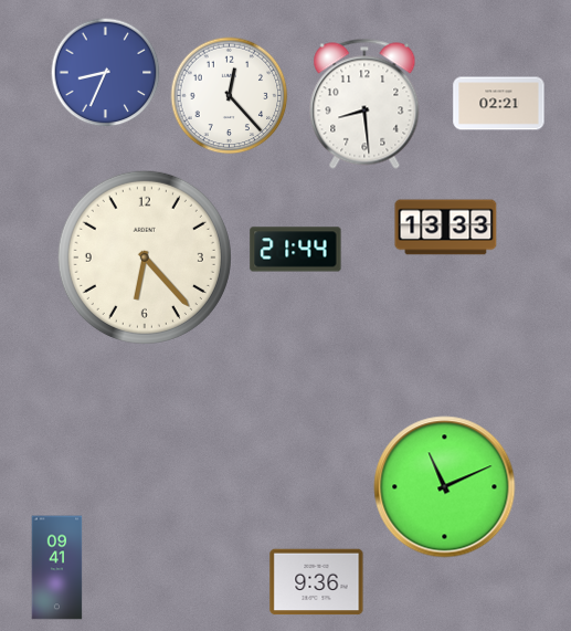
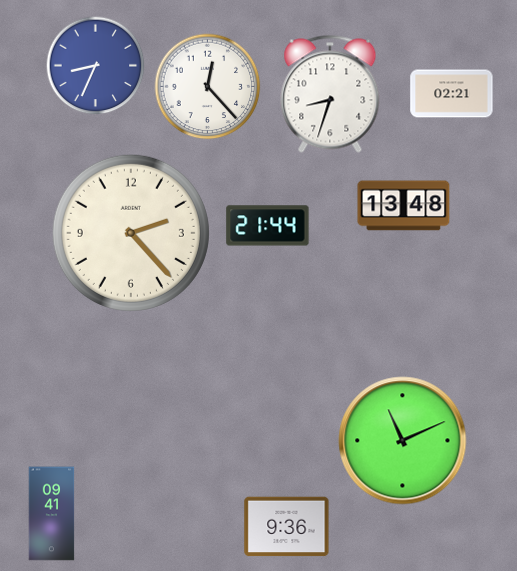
clock at (364, 104): 8:29 -> 8:33
clock at (446, 228): 13:33 -> 13:48
clock at (145, 257): 6:23 -> 2:23
